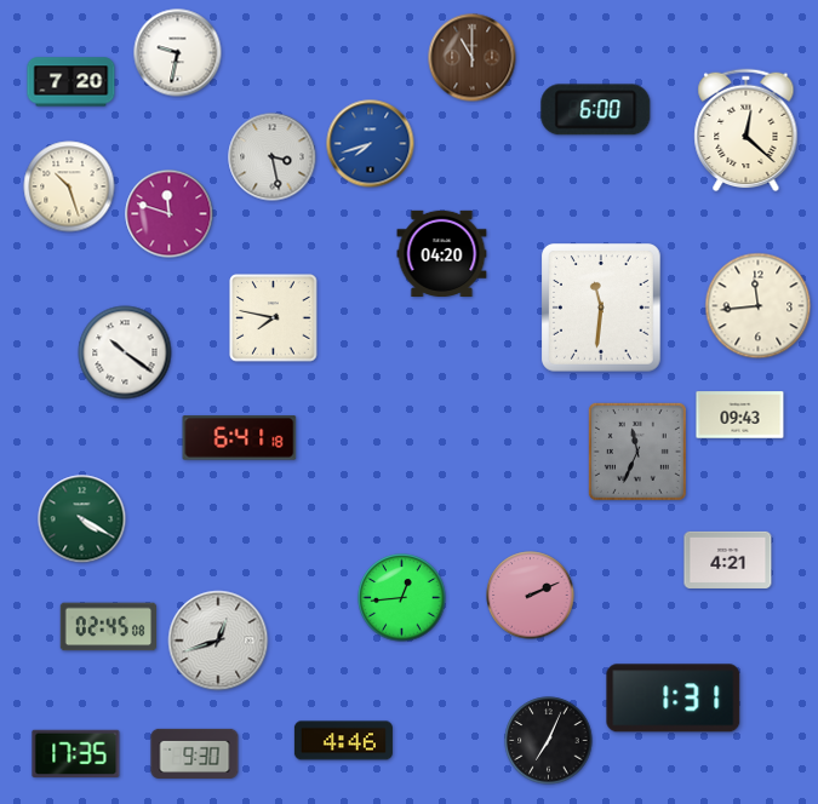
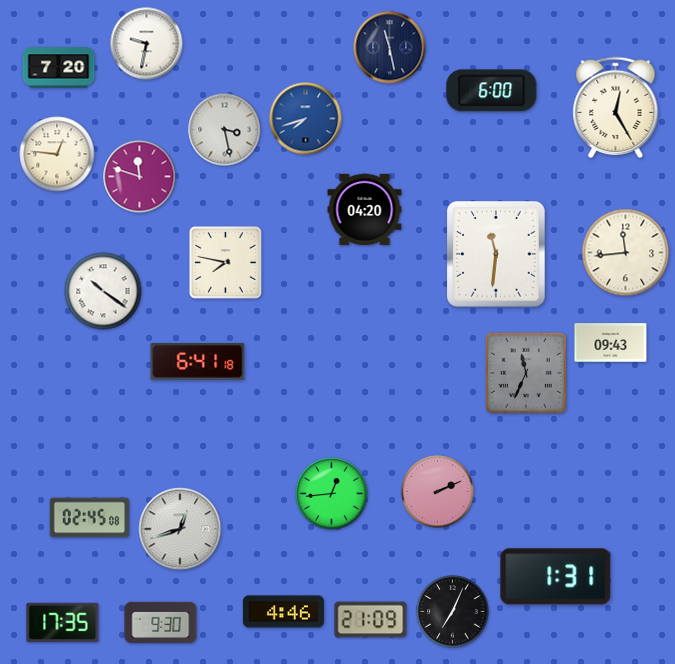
clock at (473, 58): 11:00 -> 11:28
clock at (473, 58) dial: brown -> navy
clock at (747, 131): 12:22 -> 12:25
clock at (69, 186): 10:27 -> 12:46
clock at (82, 519): 4:20 -> none
clock at (728, 559): 4:21 -> none
clock at (371, 620): none -> 21:09
